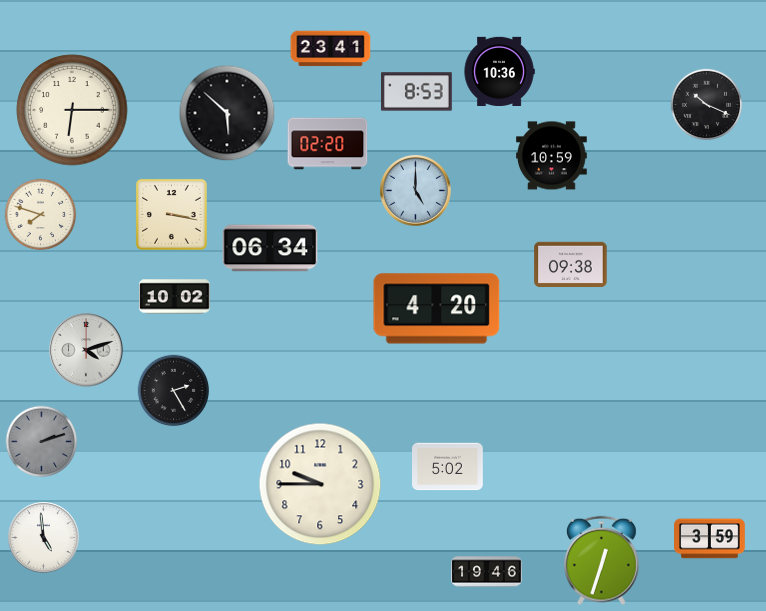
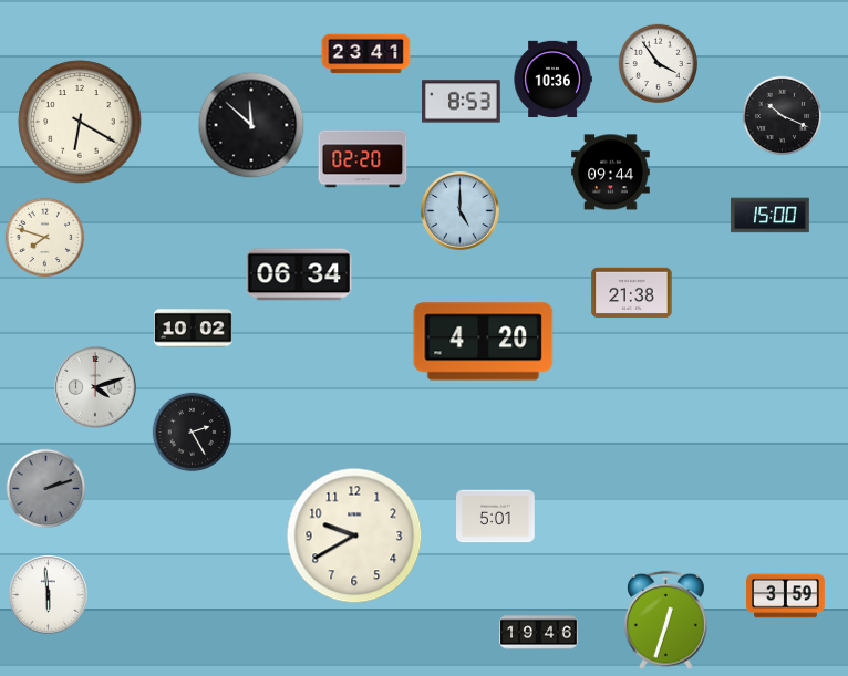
clock at (659, 64): none -> 3:54
clock at (72, 110): 6:15 -> 6:20
clock at (227, 113): 5:52 -> 11:52
clock at (552, 156): 10:59 -> 09:44
clock at (771, 216): none -> 15:00
clock at (171, 214): 3:17 -> none
clock at (571, 265): 09:38 -> 21:38
clock at (448, 467): 5:02 -> 5:01
clock at (320, 484): 9:45 -> 9:40
clock at (44, 538): 4:59 -> 5:59
